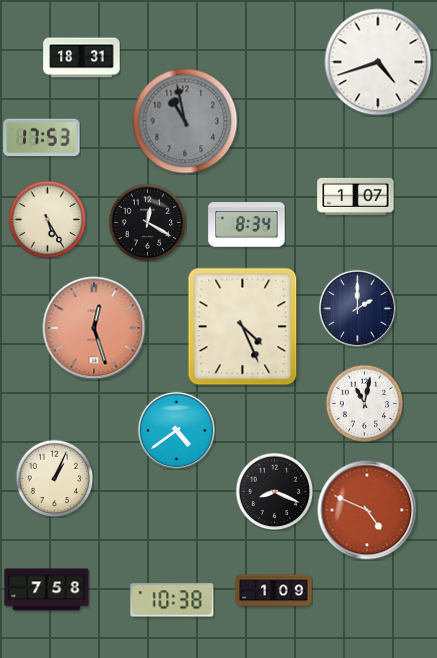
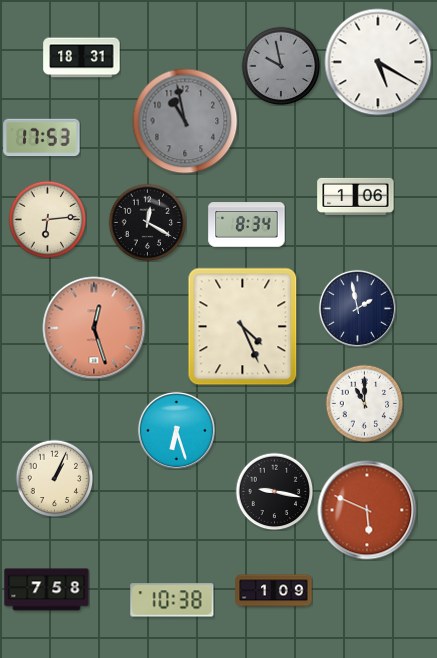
clock at (378, 62): 4:42 -> 5:20
clock at (281, 66): none -> 9:58
clock at (356, 196): 1:07 -> 1:06
clock at (47, 219): 5:25 -> 6:14
clock at (357, 308): 2:00 -> 1:58
clock at (364, 403): 11:02 -> 11:00
clock at (176, 430): 4:39 -> 6:27
clock at (274, 491): 8:19 -> 9:17
clock at (367, 510): 4:49 -> 5:49
